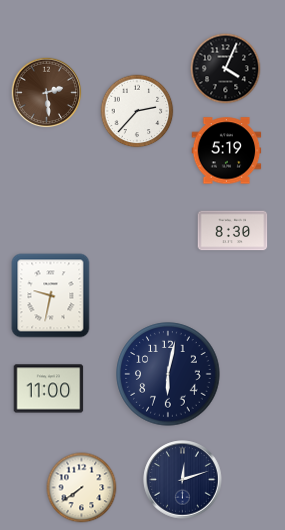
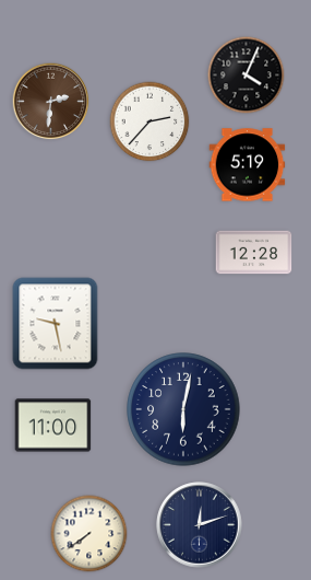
clock at (47, 93): 2:29 -> 2:31
clock at (233, 231): 8:30 -> 12:28
clock at (51, 296): 9:32 -> 9:28
